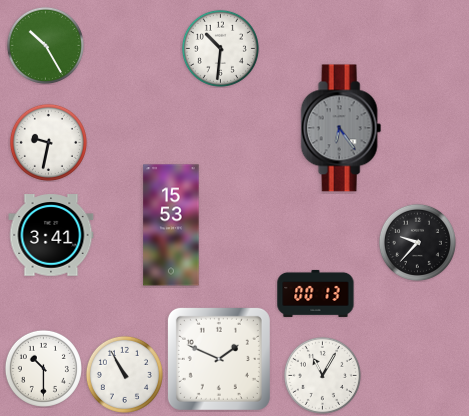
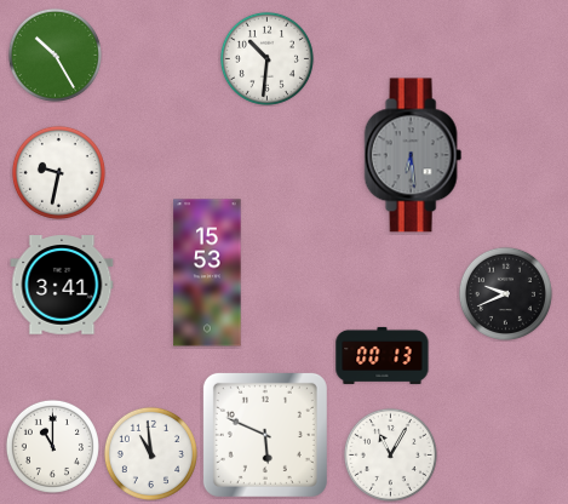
clock at (341, 128): 6:24 -> 6:29
clock at (417, 242): 9:37 -> 9:41
clock at (219, 359): 1:49 -> 5:49
clock at (43, 368): 10:30 -> 11:00
clock at (124, 374): 10:55 -> 10:59
